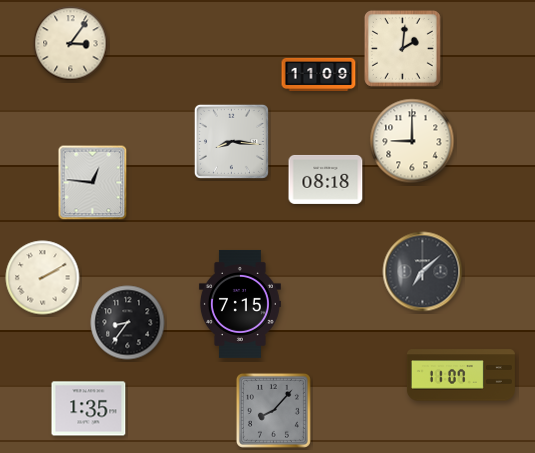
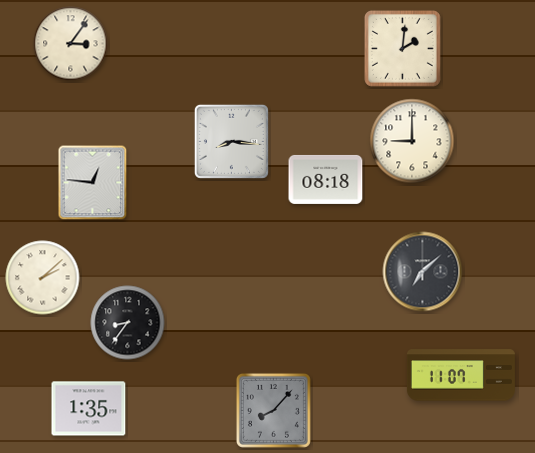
clock at (319, 74): 11:09 -> none
clock at (43, 278): 2:10 -> 2:08
clock at (240, 304): 7:15 -> none
